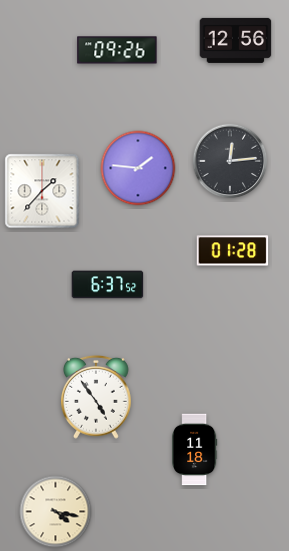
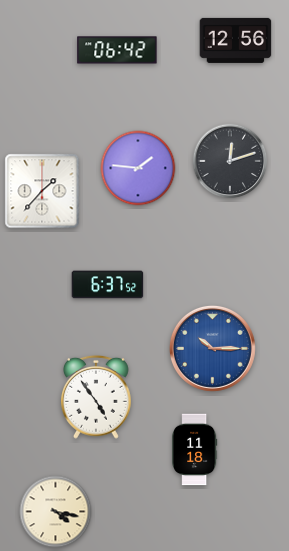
clock at (117, 50): 09:26 -> 06:42
clock at (230, 161): 12:14 -> 12:12
clock at (233, 251): 01:28 -> none
clock at (212, 348): none -> 10:15
